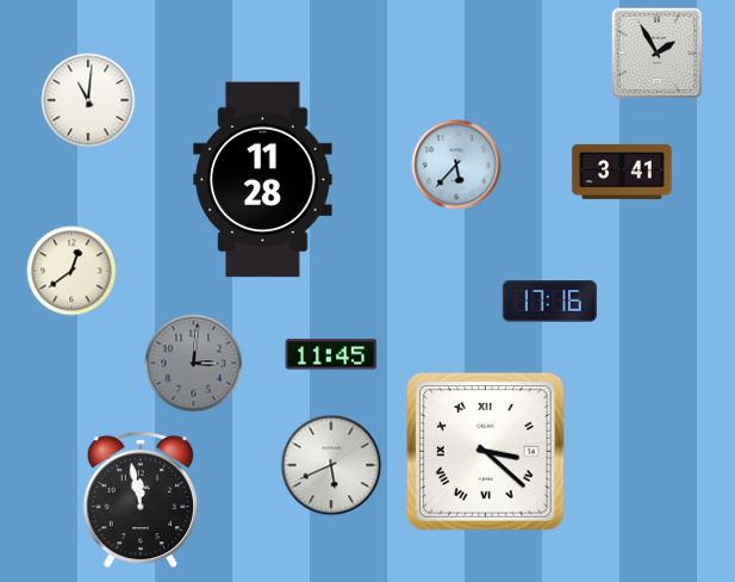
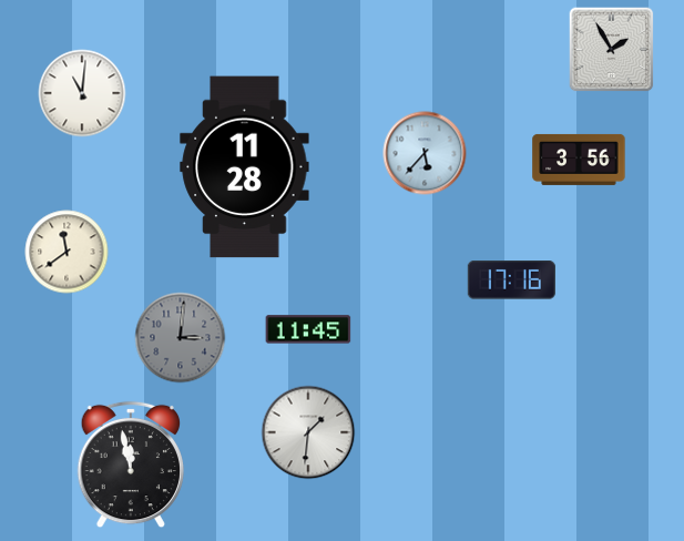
clock at (622, 172): 3:41 -> 3:56
clock at (71, 271): 12:39 -> 11:39
clock at (485, 451): 3:22 -> none
clock at (331, 465): 5:41 -> 1:31
